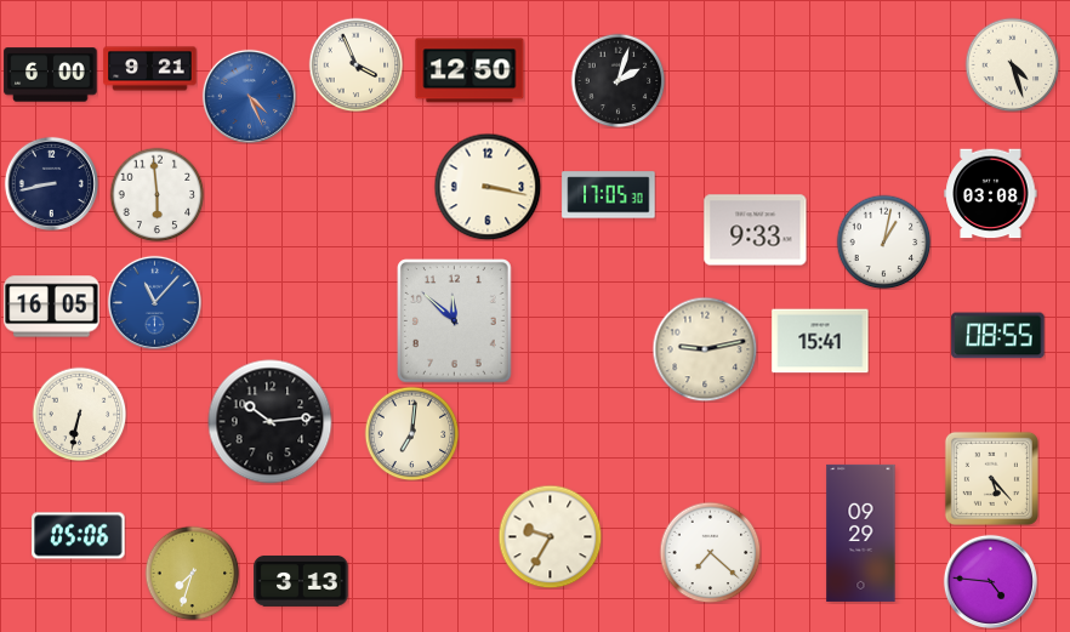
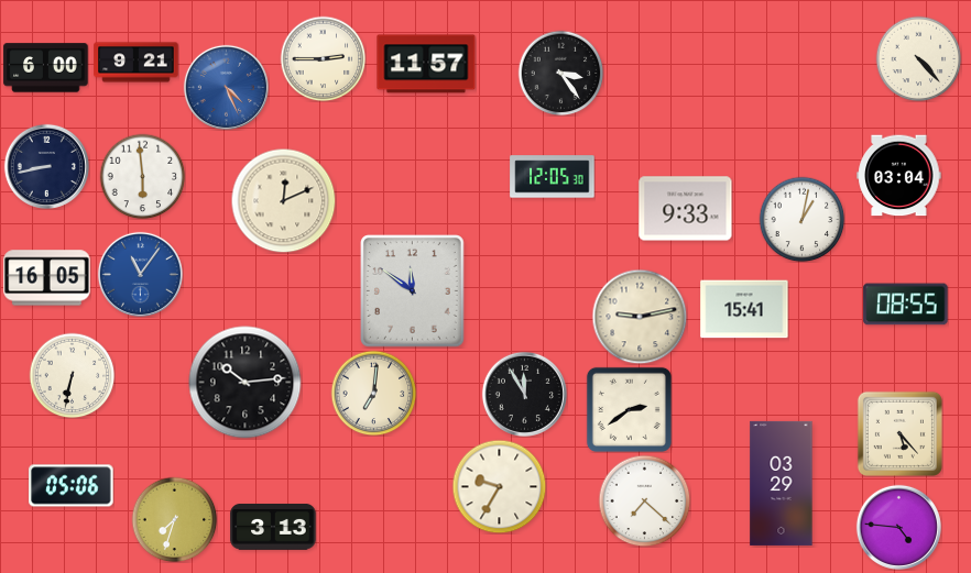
clock at (355, 64): 3:56 -> 2:45
clock at (1012, 64): 4:27 -> 4:23
clock at (469, 70): 12:50 -> 11:57
clock at (617, 80): 2:03 -> 3:24
clock at (488, 187): 3:17 -> none
clock at (991, 194): 03:08 -> 03:04
clock at (609, 195): 17:05 -> 12:05
clock at (283, 200): none -> 12:11
clock at (154, 302): 11:07 -> 11:06
clock at (455, 321): 11:52 -> 11:51
clock at (524, 394): none -> 11:55
clock at (629, 409): none -> 2:39
clock at (861, 533): 09:29 -> 03:29
